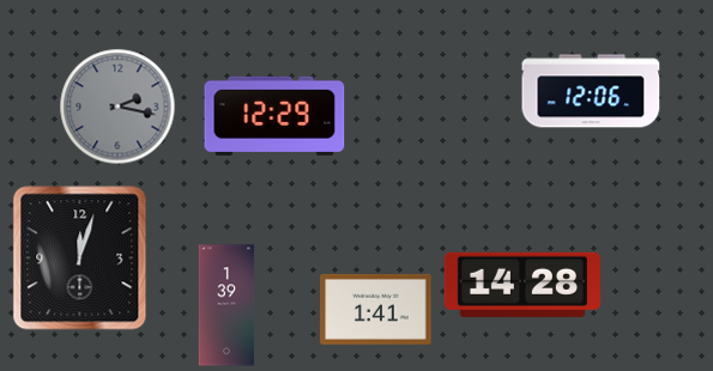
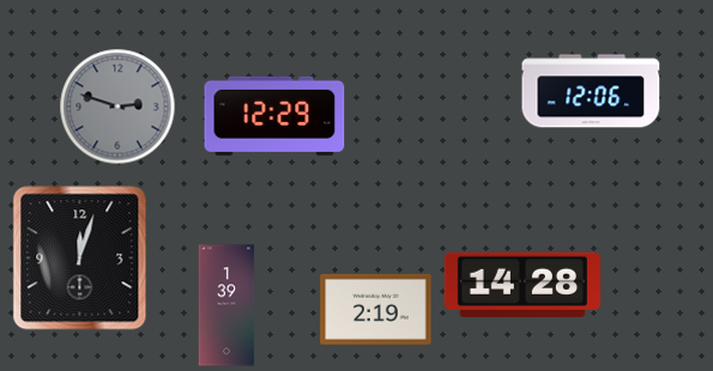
clock at (117, 107): 2:17 -> 2:48
clock at (376, 309): 1:41 -> 2:19
